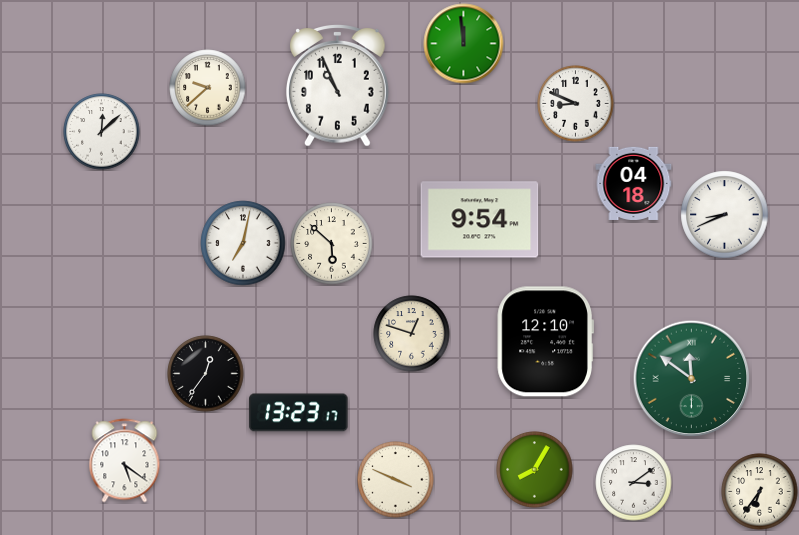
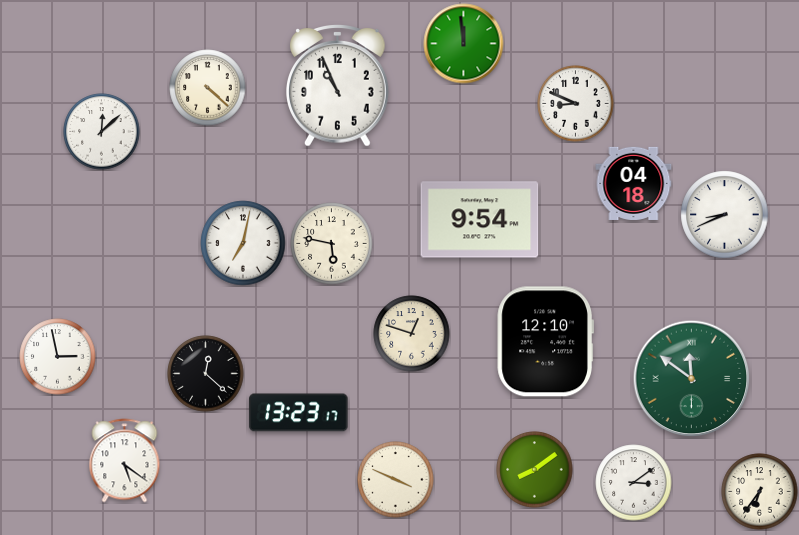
clock at (208, 88): 9:38 -> 4:22
clock at (332, 244): 5:52 -> 5:47
clock at (58, 357): none -> 2:58
clock at (206, 374): 12:36 -> 12:22
clock at (535, 470): 8:05 -> 8:09
